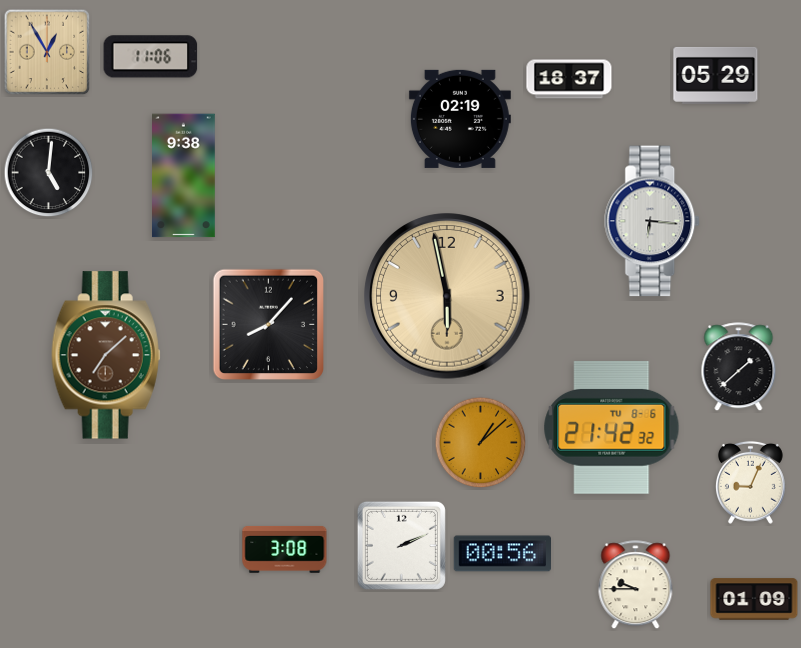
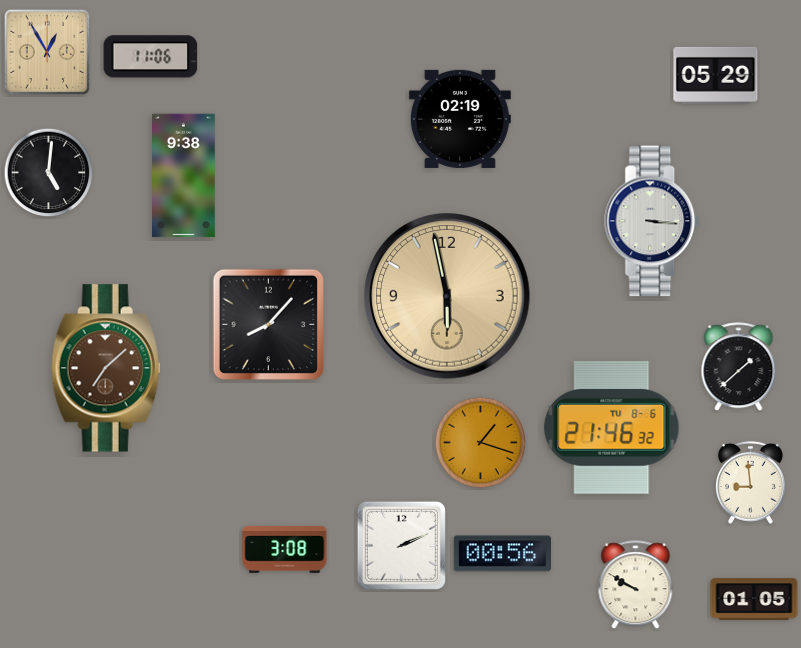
clock at (569, 79): 18:37 -> none
clock at (653, 221): 6:16 -> 3:16
clock at (106, 355) position: (106, 355) -> (106, 368)
clock at (612, 427): 21:42 -> 21:46
clock at (481, 443): 1:08 -> 1:18
clock at (750, 482): 9:04 -> 8:59
clock at (636, 585): 9:45 -> 9:50
clock at (754, 599): 01:09 -> 01:05
